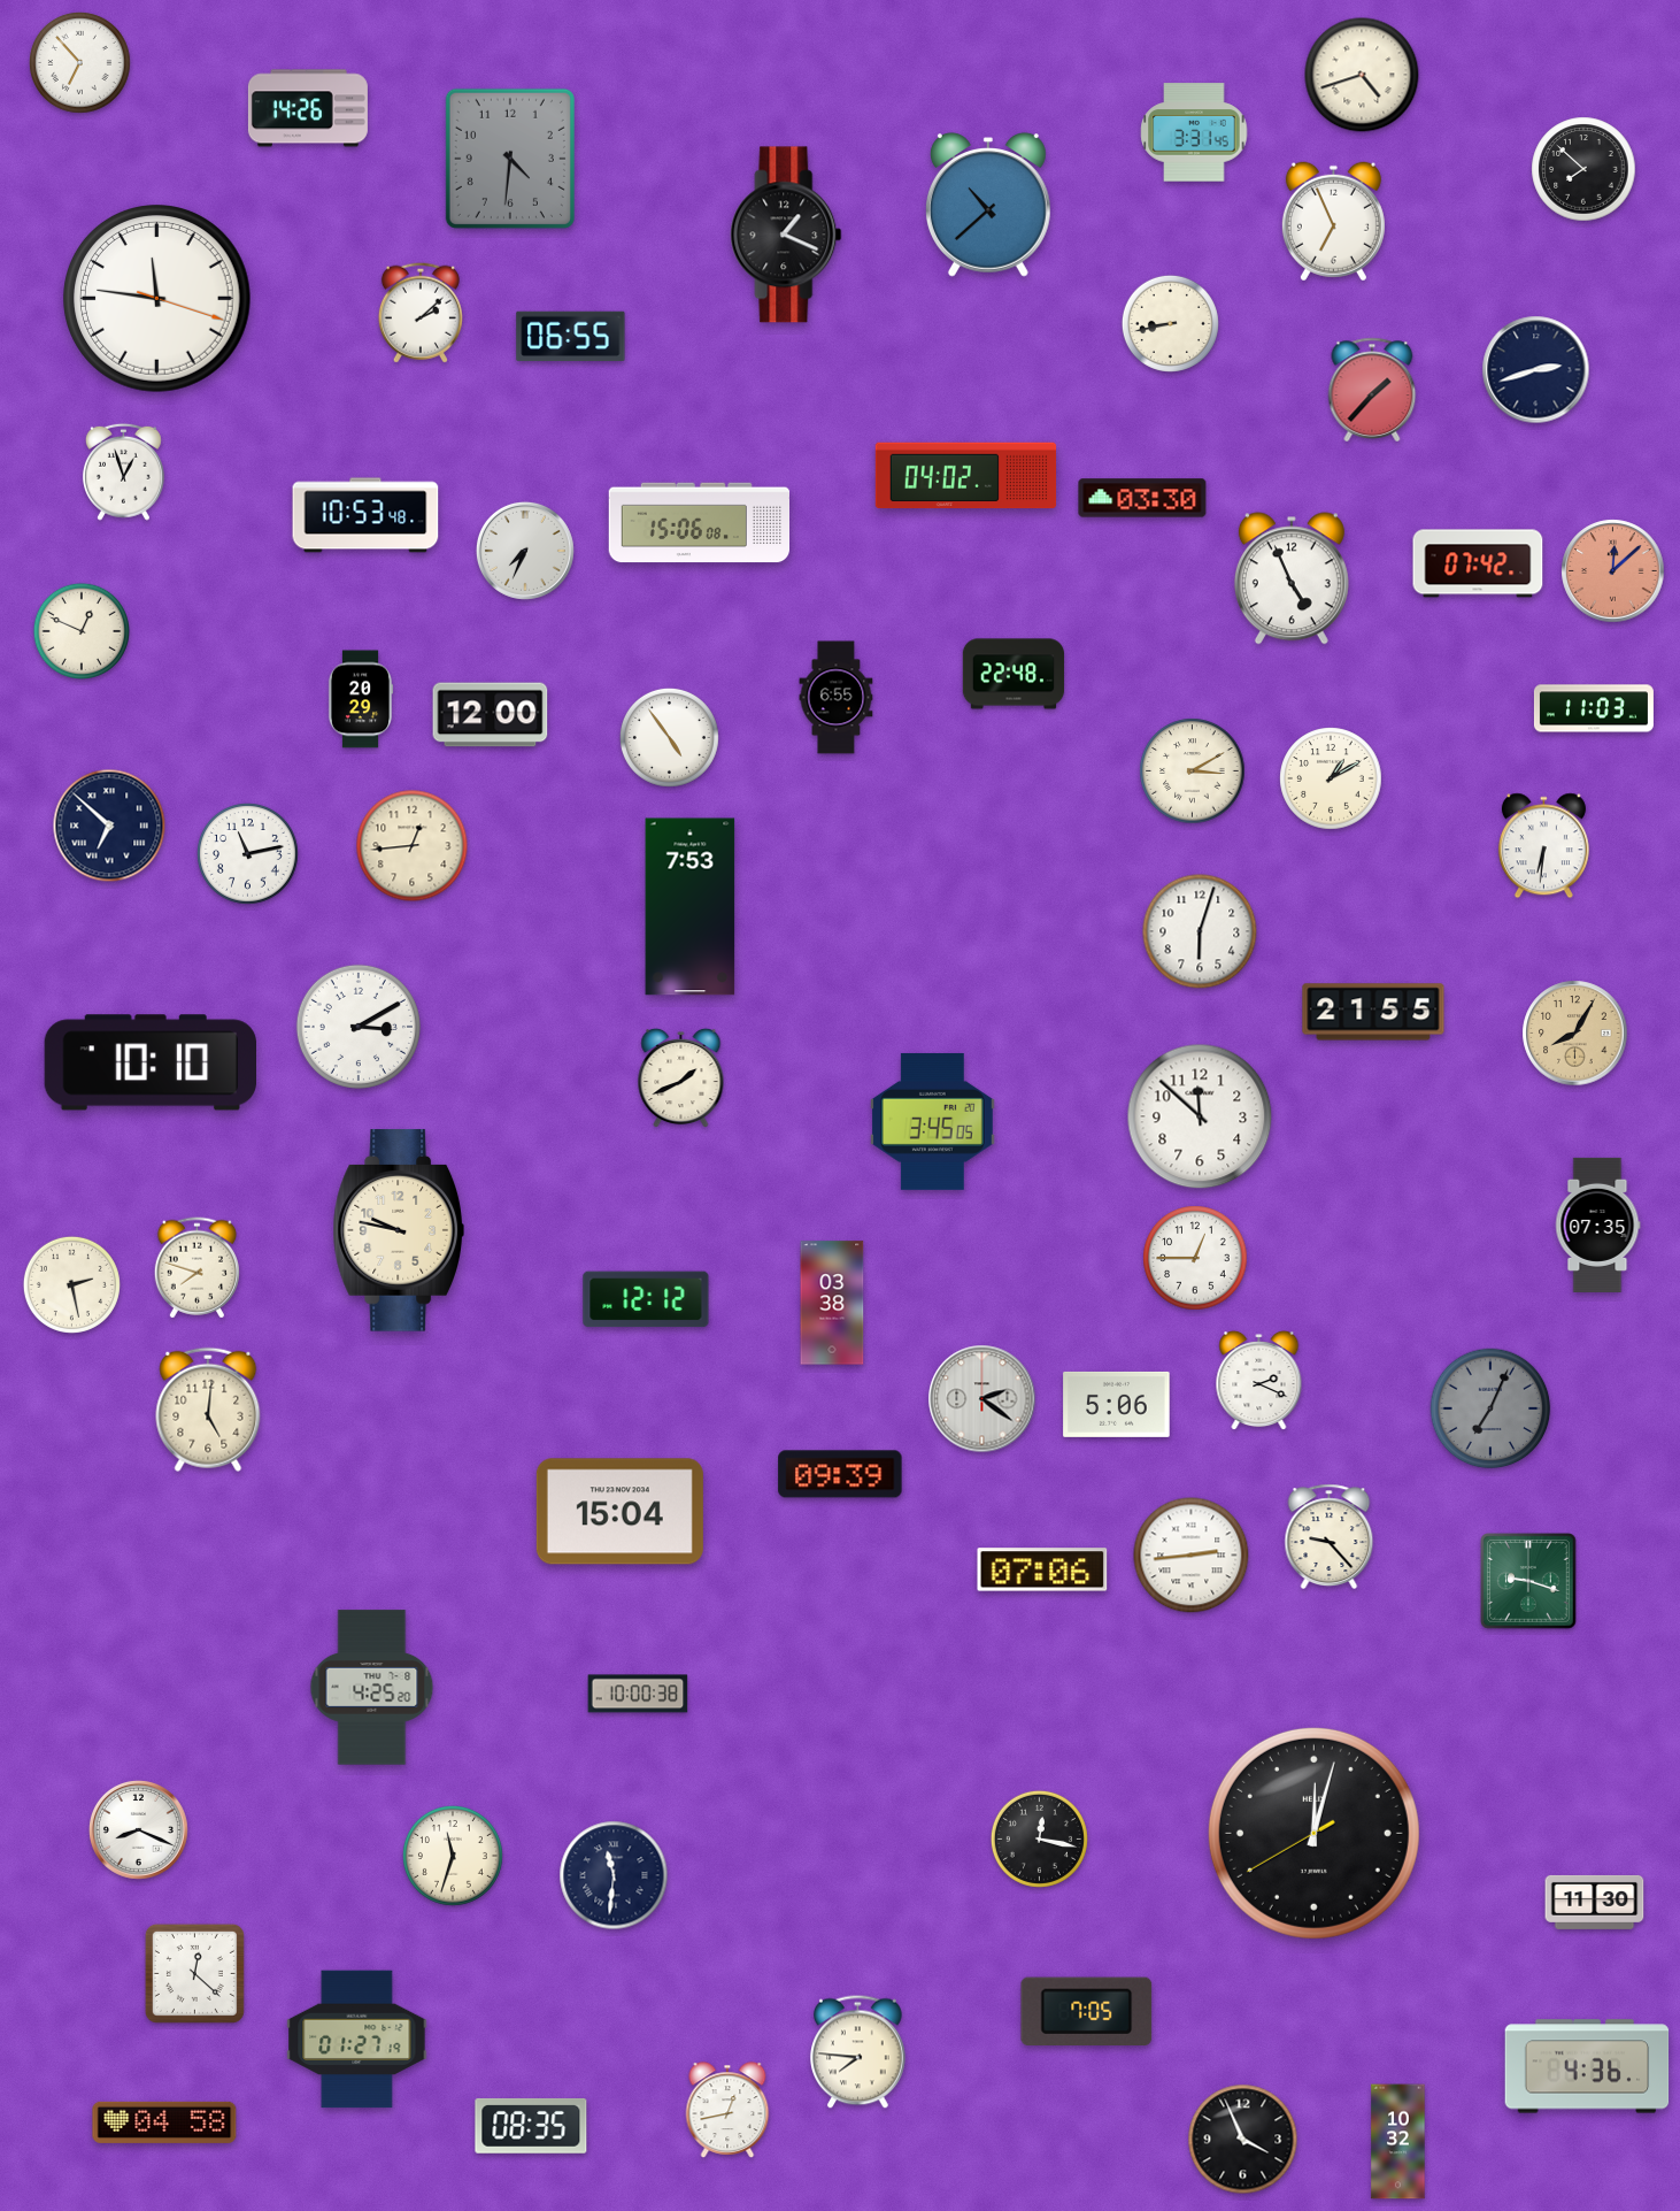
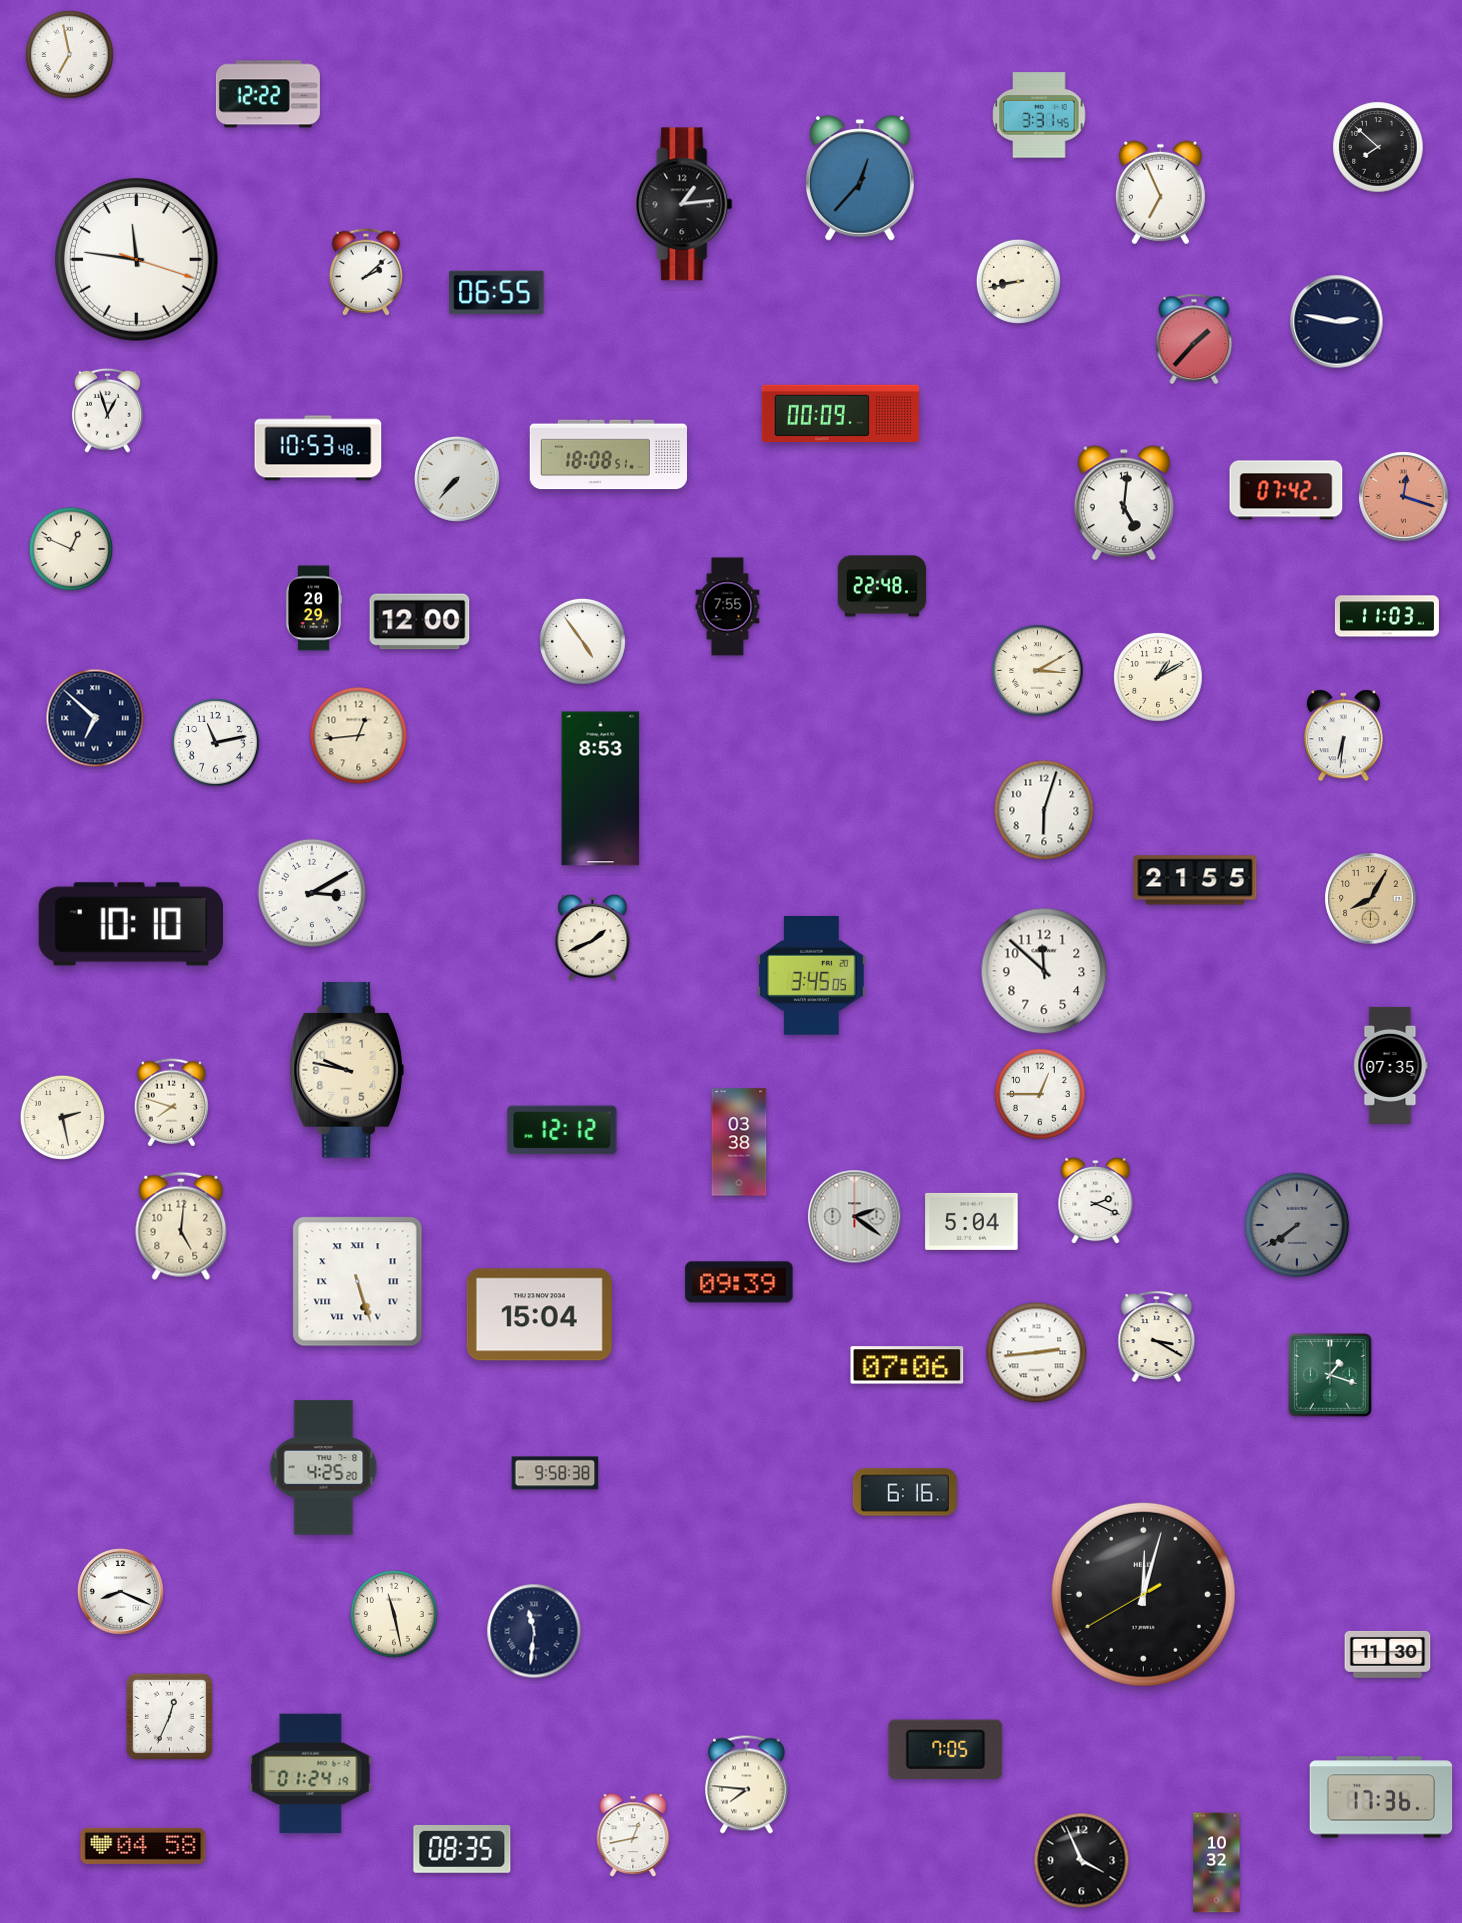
clock at (80, 63): 6:53 -> 6:58
clock at (1362, 75): 4:42 -> none
clock at (308, 108): 14:26 -> 12:22
clock at (510, 159): 4:31 -> none
clock at (988, 205): 10:38 -> 12:37
clock at (786, 235): 1:19 -> 1:14
clock at (1536, 370): 2:42 -> 2:47
clock at (966, 476): 04:02 -> 00:09
clock at (1142, 498): 03:30 -> none
clock at (699, 523): 15:06 -> 18:08
clock at (525, 551): 7:34 -> 7:37
clock at (1613, 571): 12:08 -> 12:18
clock at (1292, 578): 4:56 -> 5:01
clock at (837, 698): 6:55 -> 7:55
clock at (491, 715) position: (491, 715) -> (420, 622)
clock at (691, 907): 7:53 -> 8:53
clock at (832, 1303) position: (832, 1303) -> (739, 1142)
clock at (1117, 1404): 5:06 -> 5:04
clock at (1490, 1408): 7:04 -> 7:39
clock at (358, 1282): none -> 5:27
clock at (840, 1474) position: (840, 1474) -> (739, 1282)
clock at (1330, 1536): 9:23 -> 3:20
clock at (1528, 1581): 9:18 -> 1:18
clock at (638, 1694): 10:00 -> 9:58
clock at (905, 1492): none -> 6:16
clock at (1039, 1838): 12:17 -> none
clock at (453, 1856): 11:33 -> 11:28
clock at (194, 1973): 12:22 -> 12:34
clock at (357, 2040): 01:27 -> 01:24
clock at (1587, 2066): 4:36 -> 17:36
